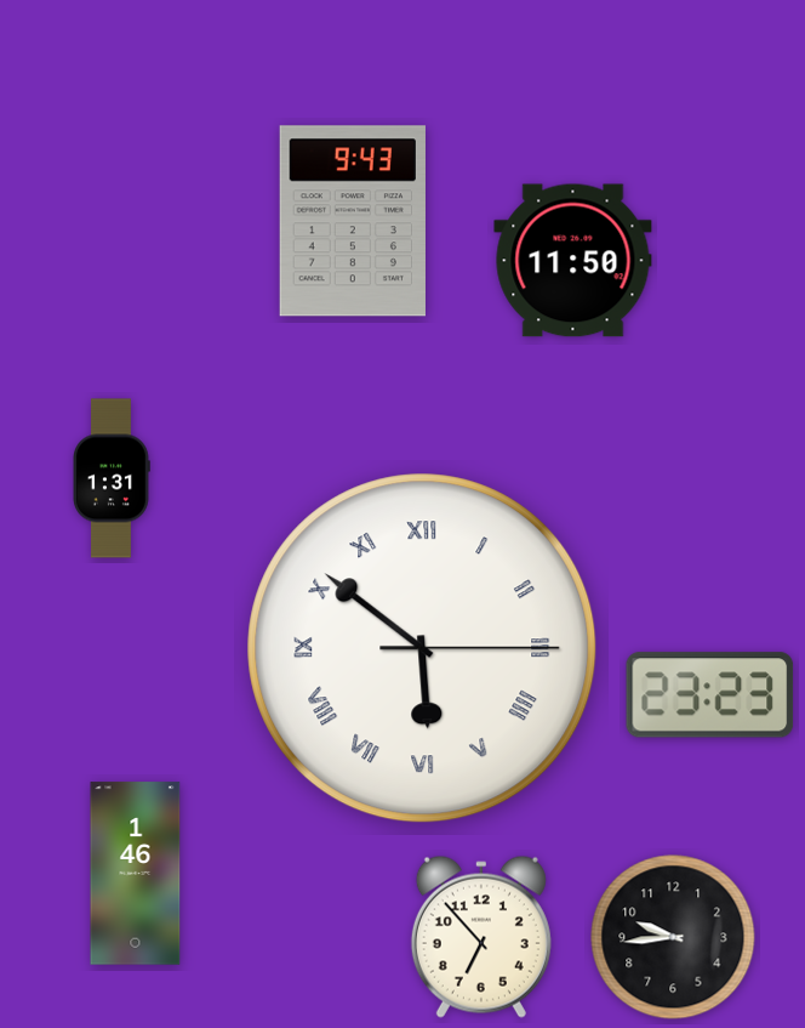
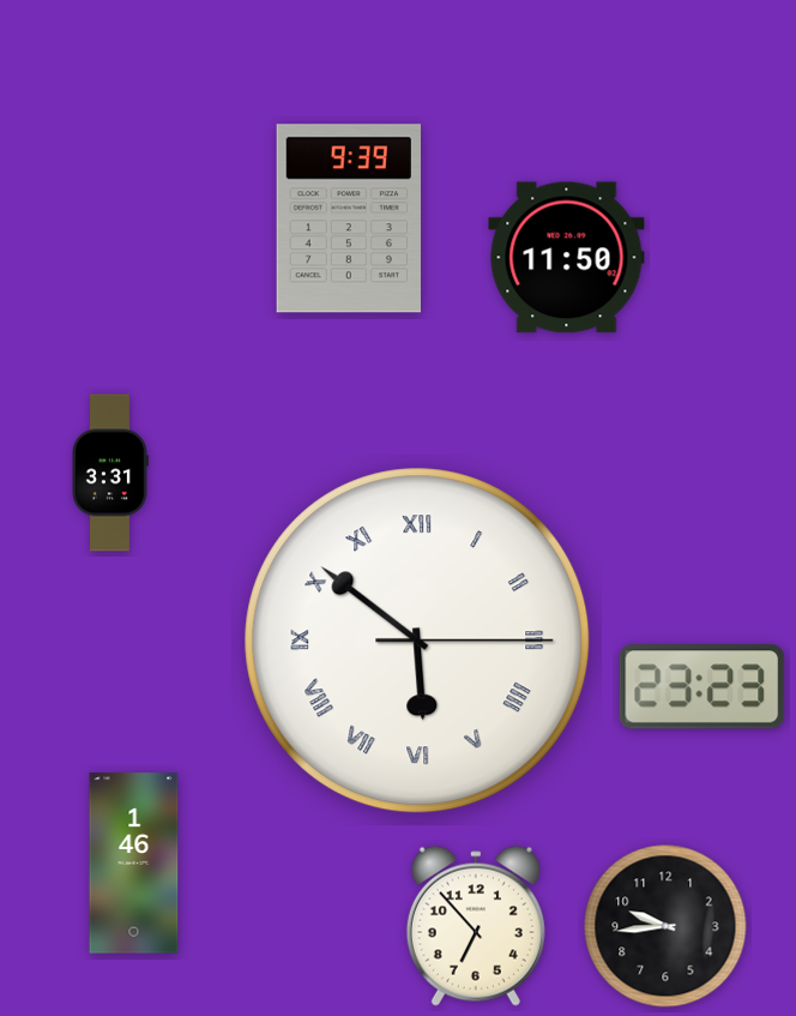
clock at (353, 221): 9:43 -> 9:39
clock at (112, 478): 1:31 -> 3:31
